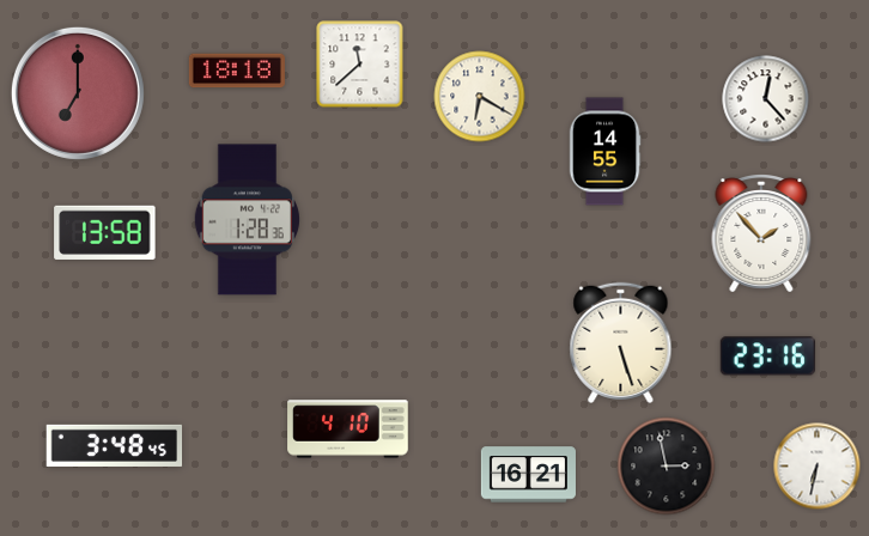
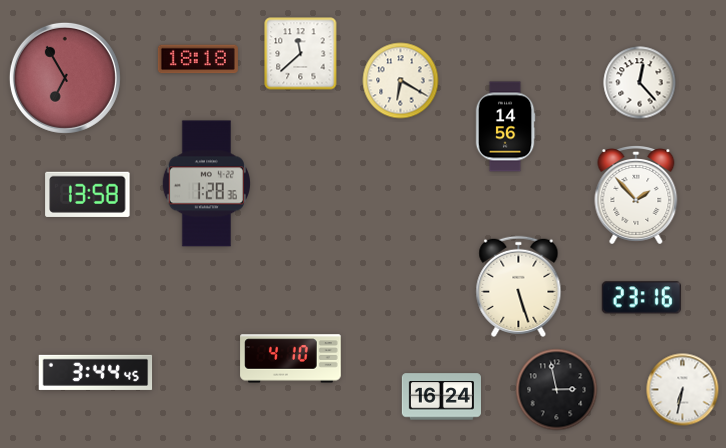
clock at (78, 93): 7:00 -> 6:55
clock at (604, 152): 14:55 -> 14:56
clock at (115, 445): 3:48 -> 3:44
clock at (528, 475): 16:21 -> 16:24
